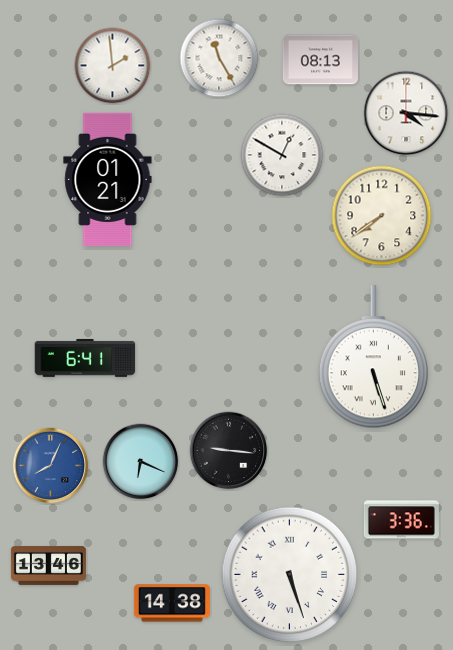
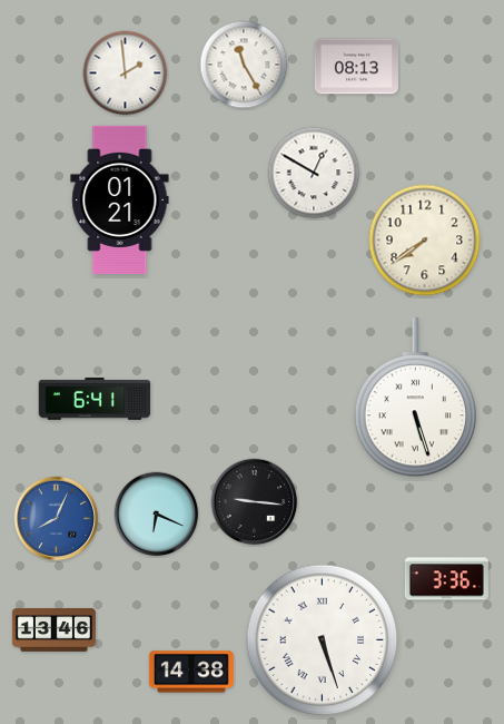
clock at (406, 113): 4:16 -> none
